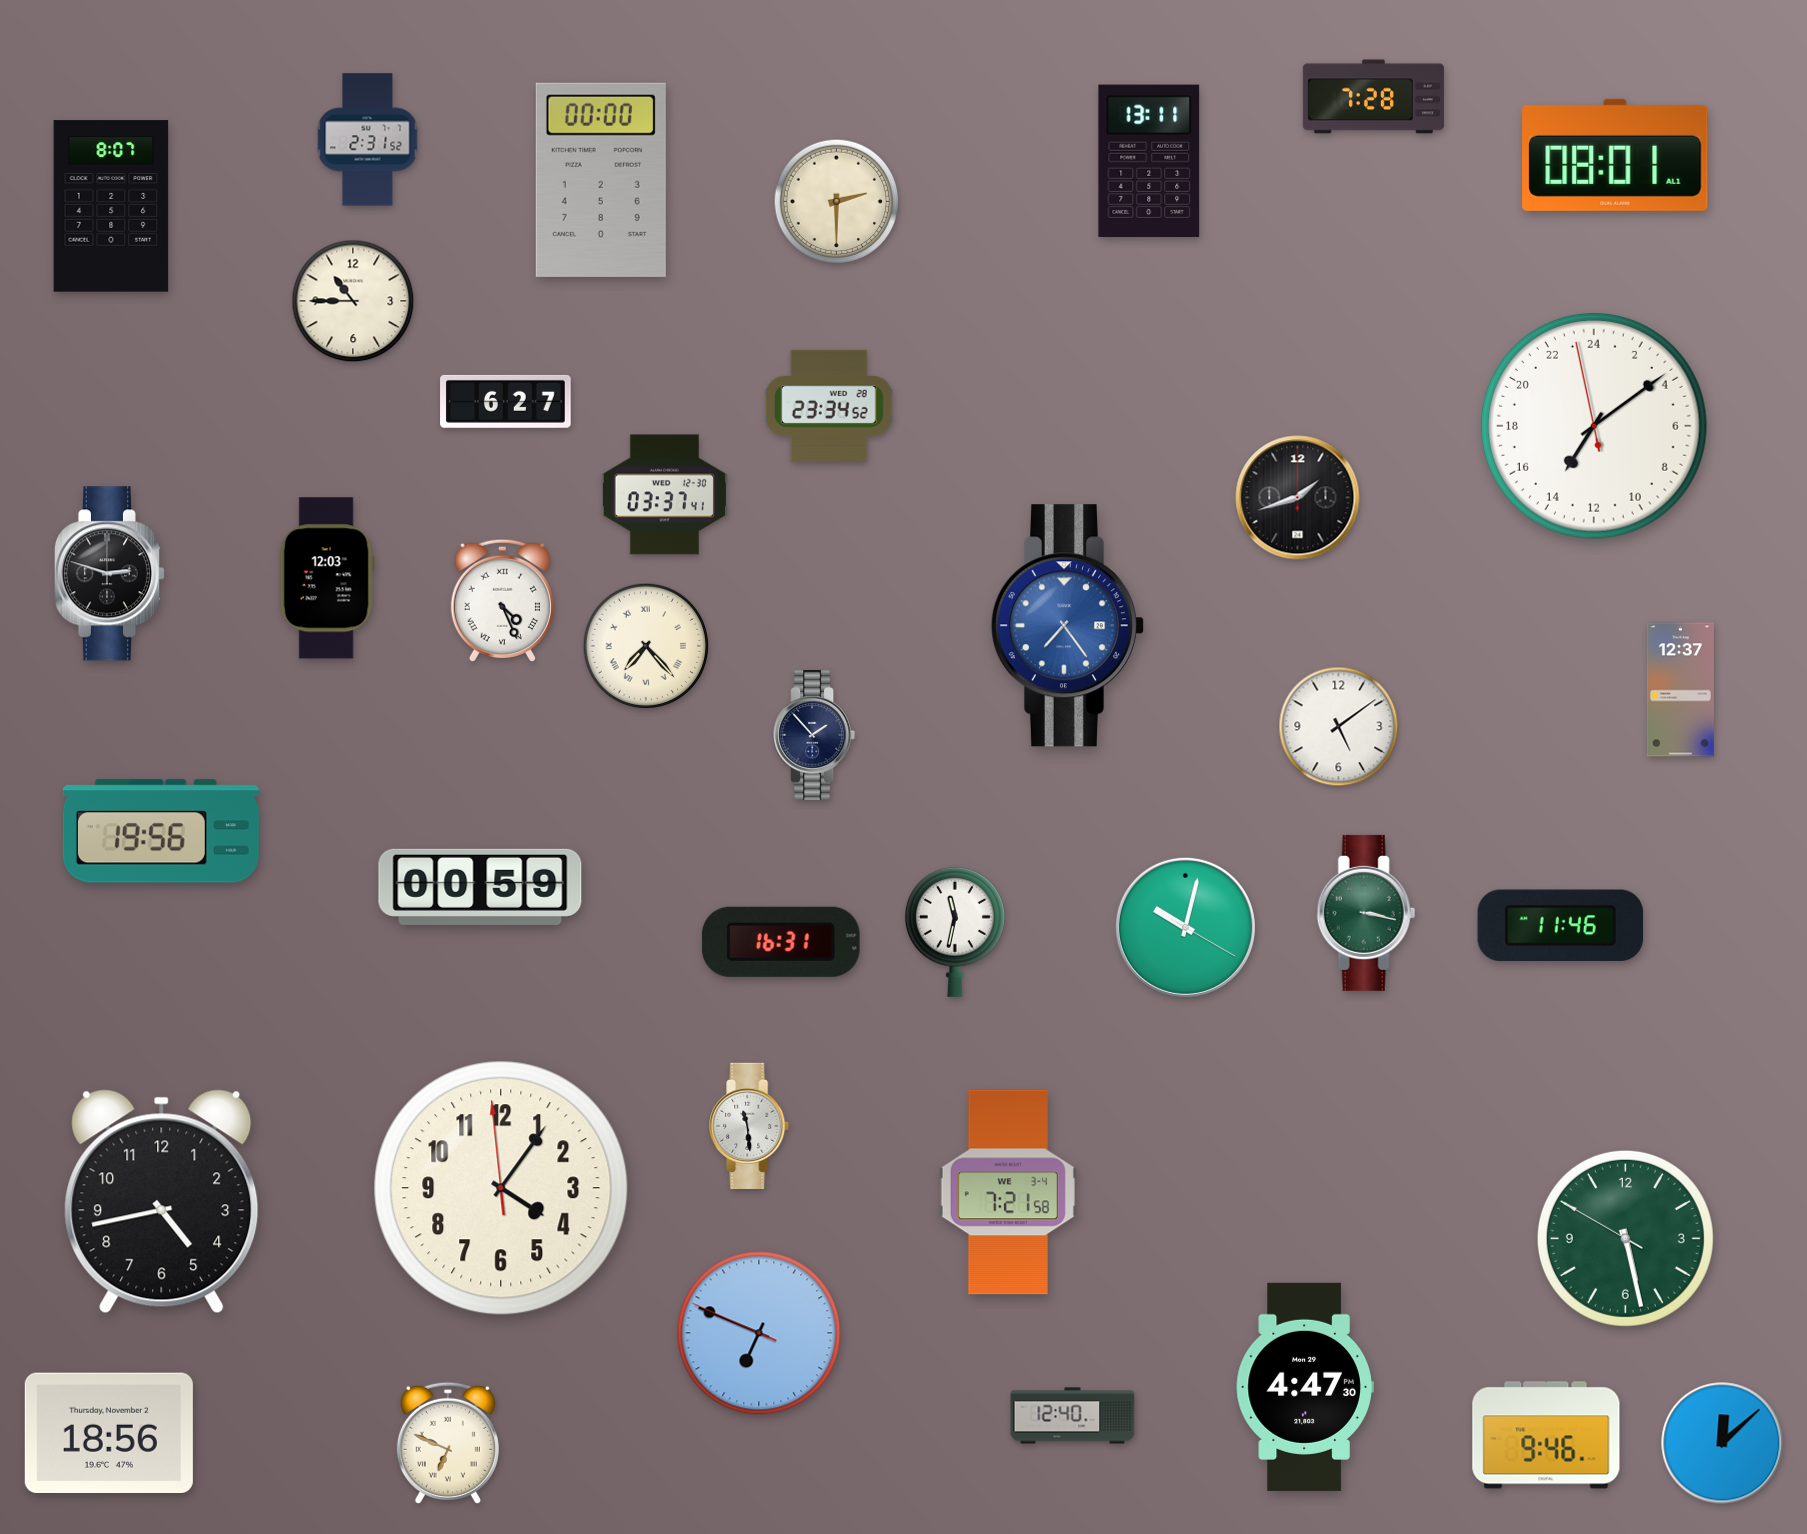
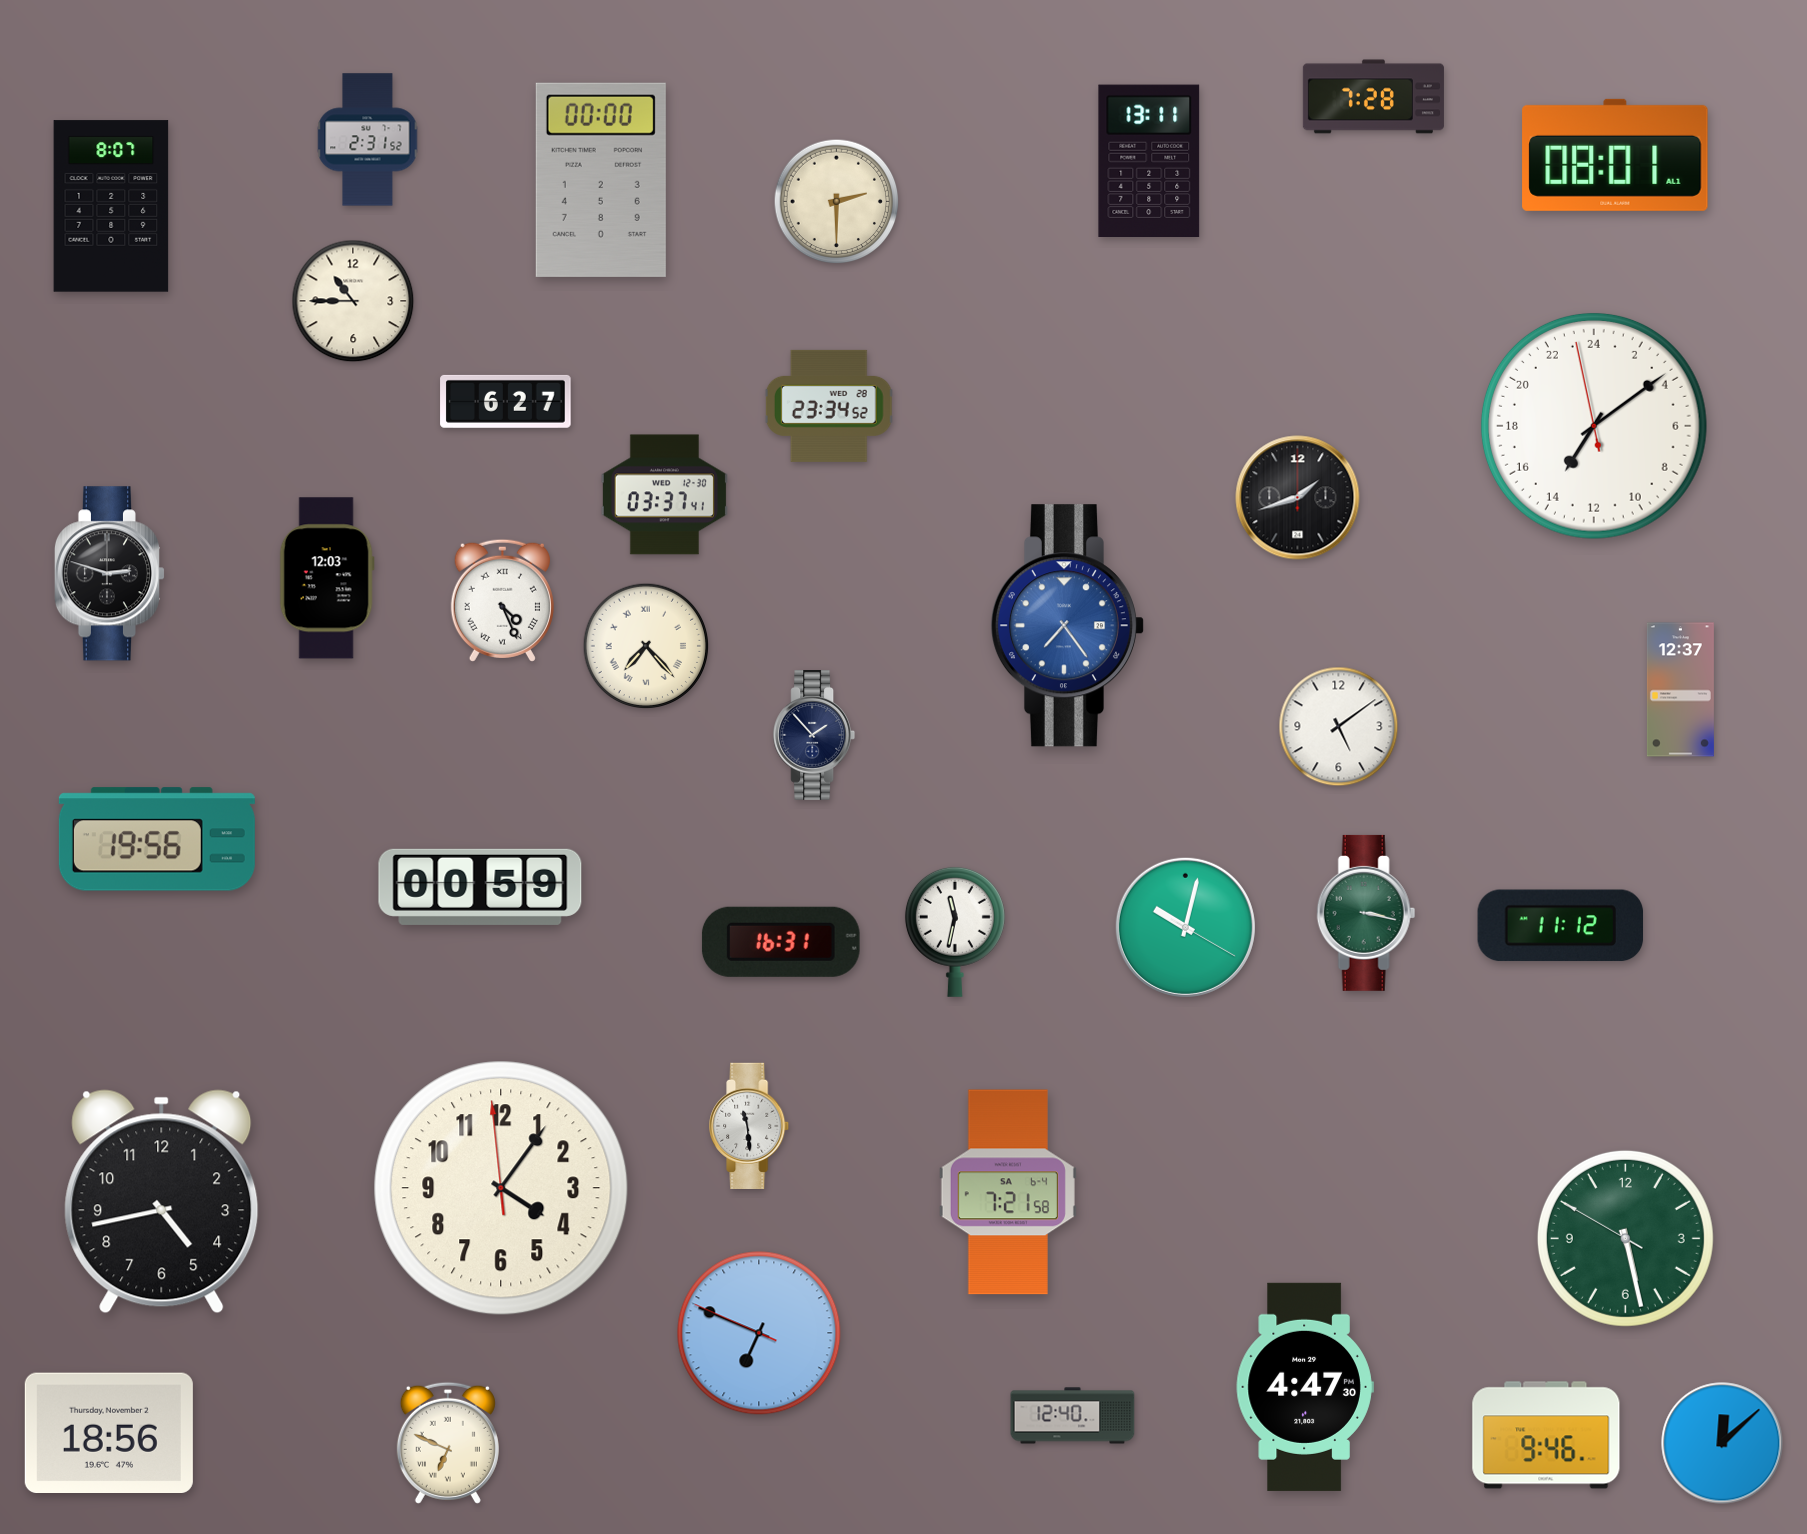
clock at (161, 831) position: (161, 831) -> (157, 839)
clock at (1561, 926): 11:46 -> 11:12
clock at (1008, 1192) date: WE 3-4 -> SA 6-4
